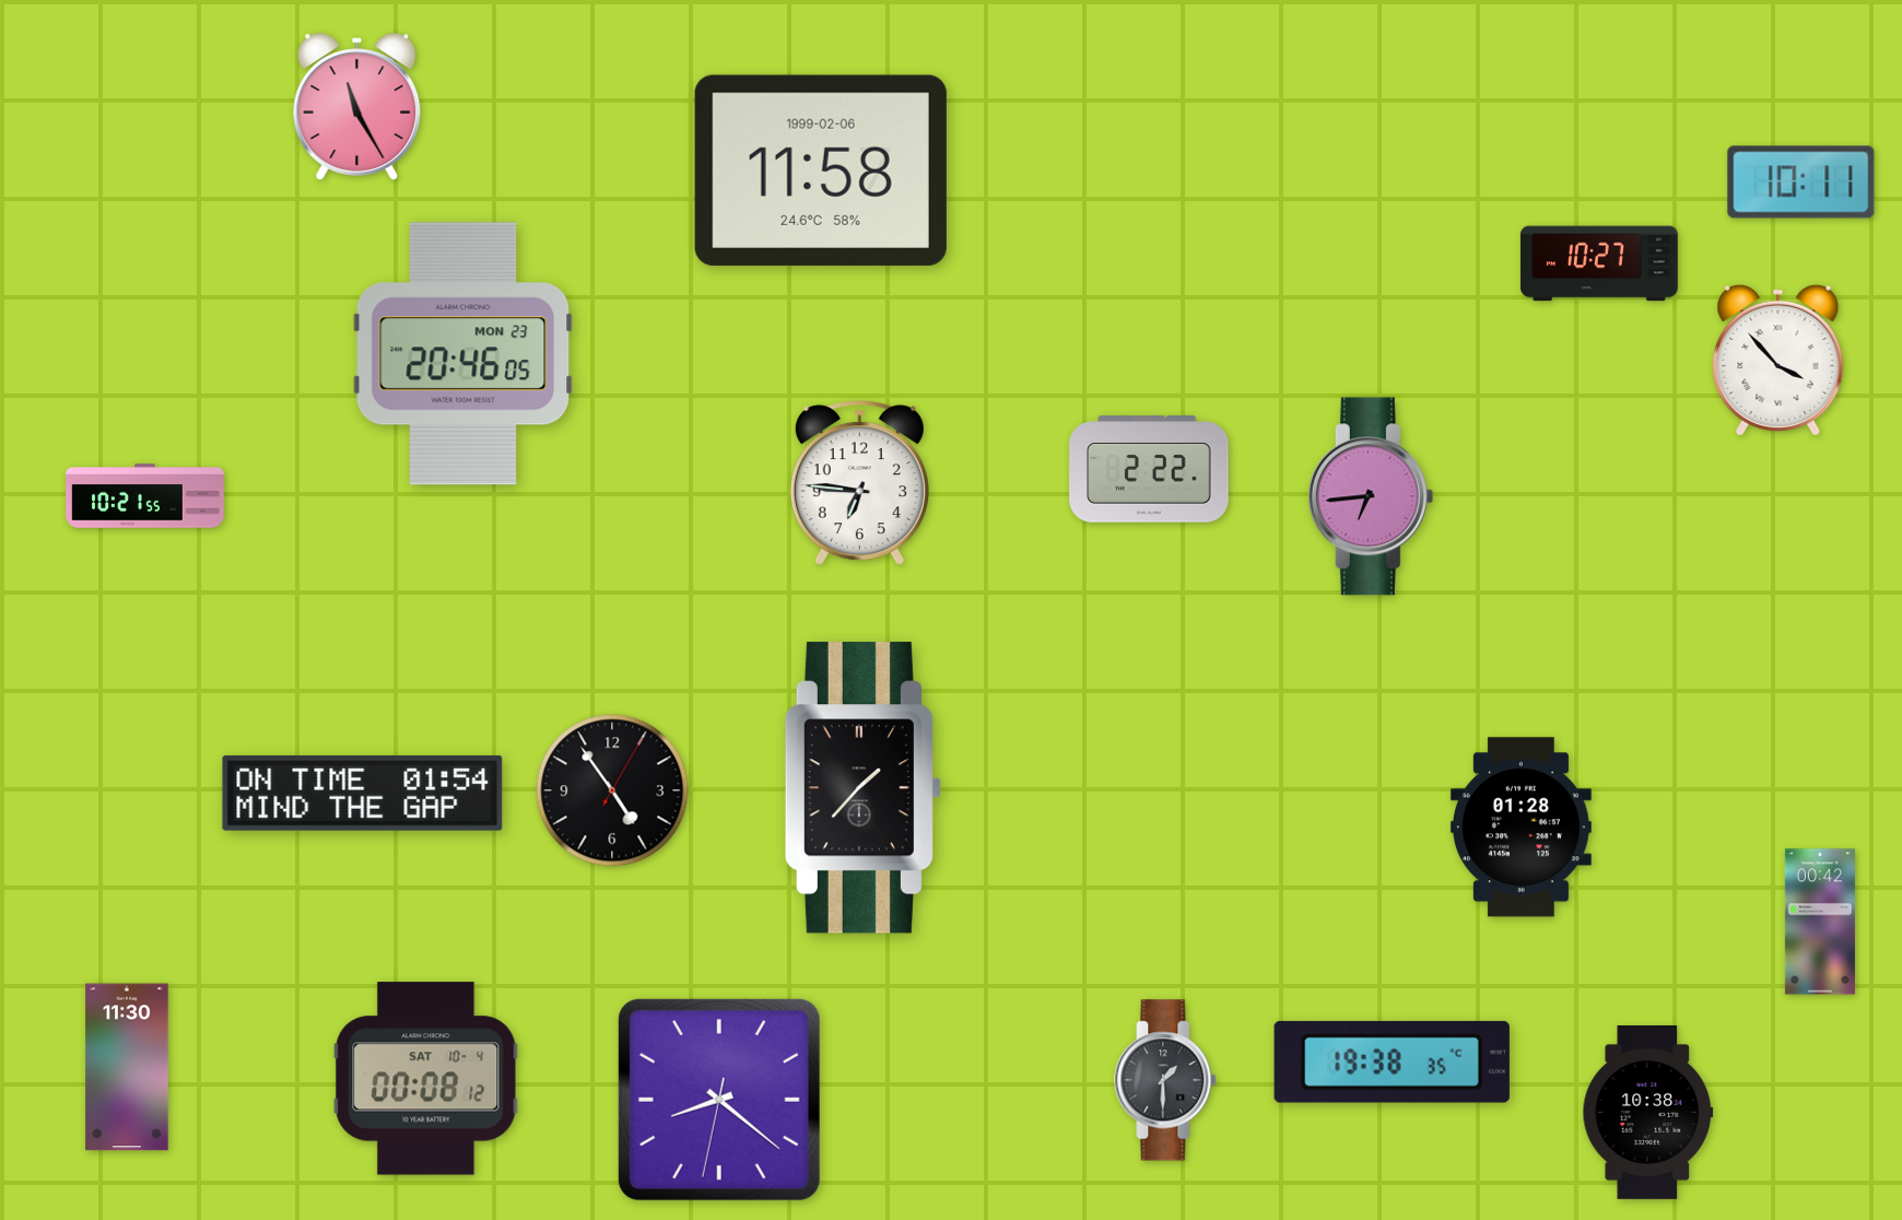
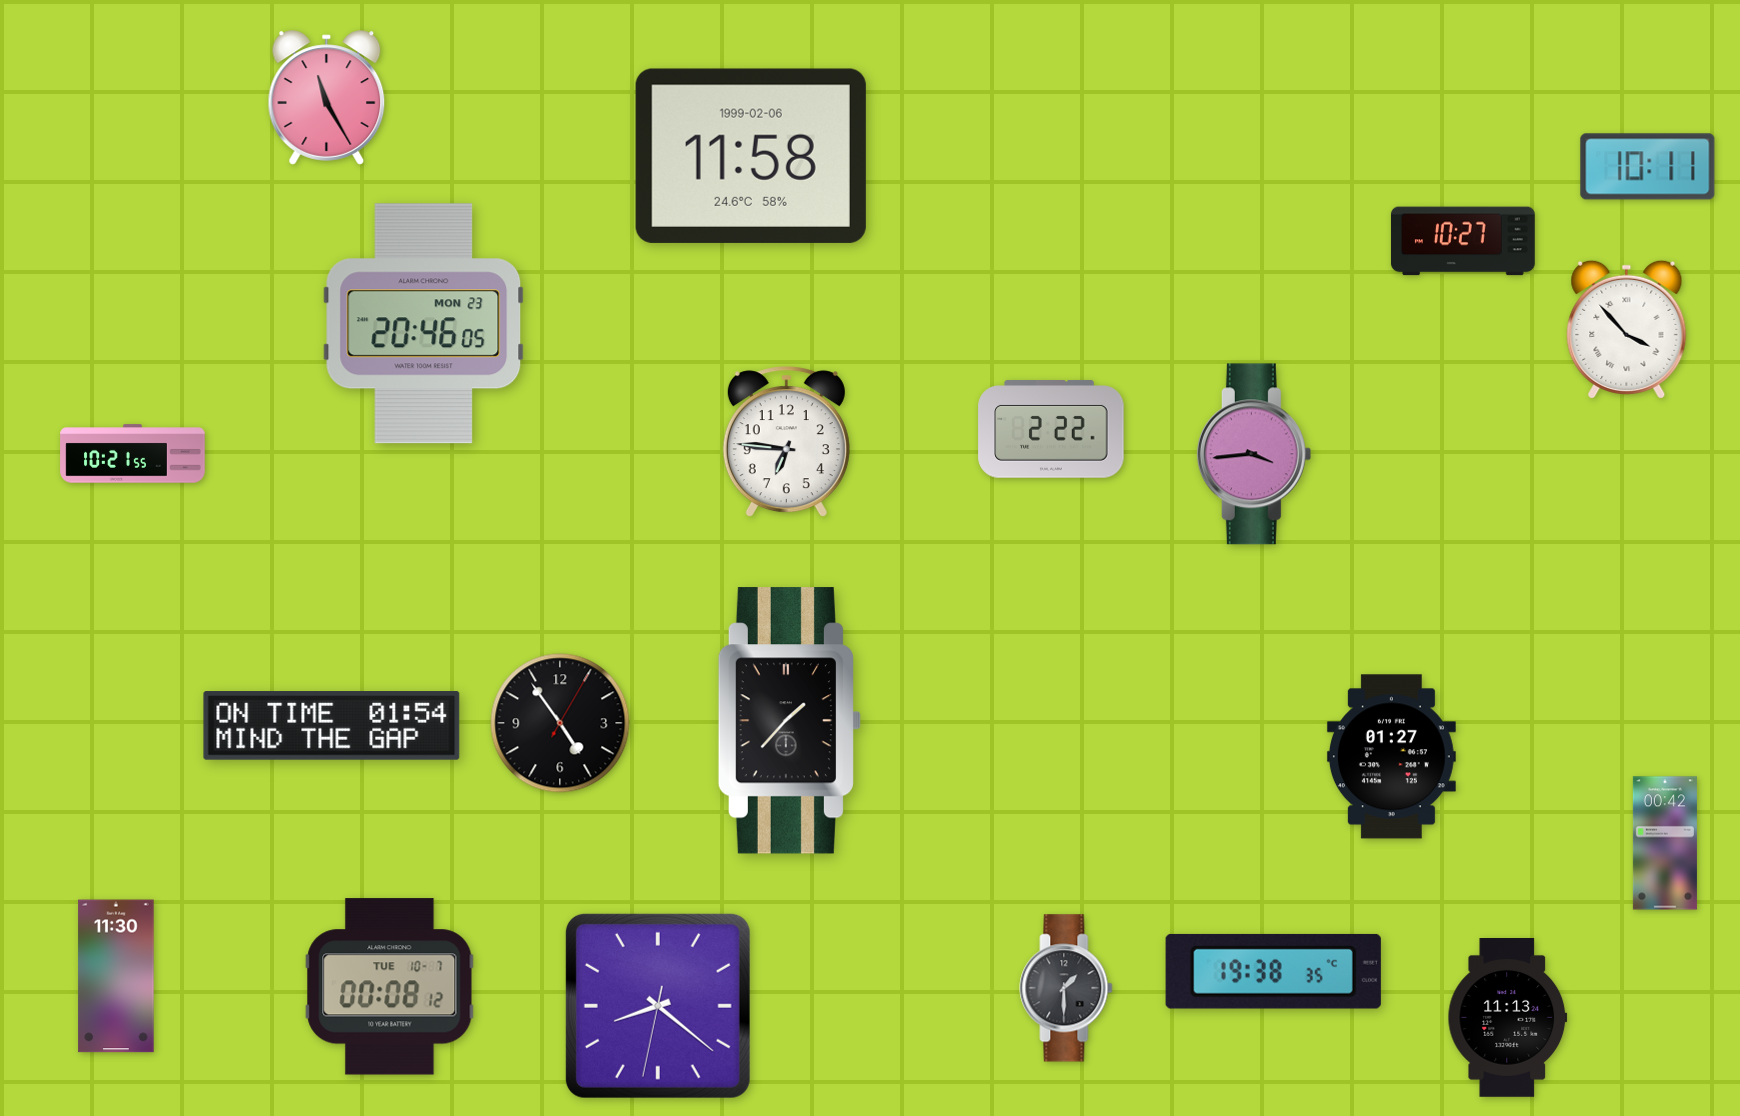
clock at (1371, 496): 6:44 -> 3:44
clock at (1521, 828): 01:28 -> 01:27
clock at (426, 1079) date: SAT 10-4 -> TUE 10-7
clock at (1648, 1113): 10:38 -> 11:13
